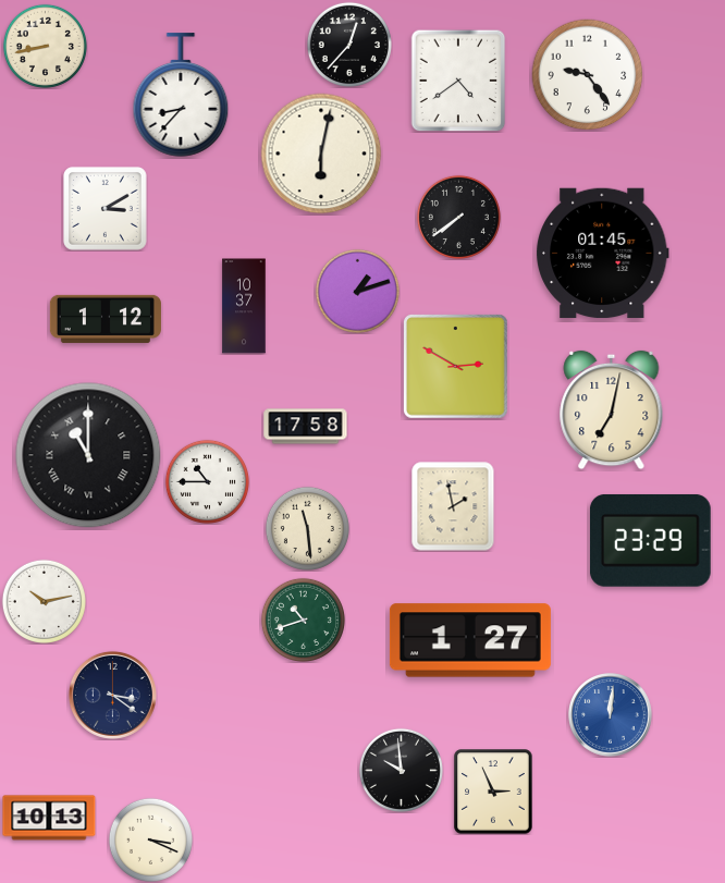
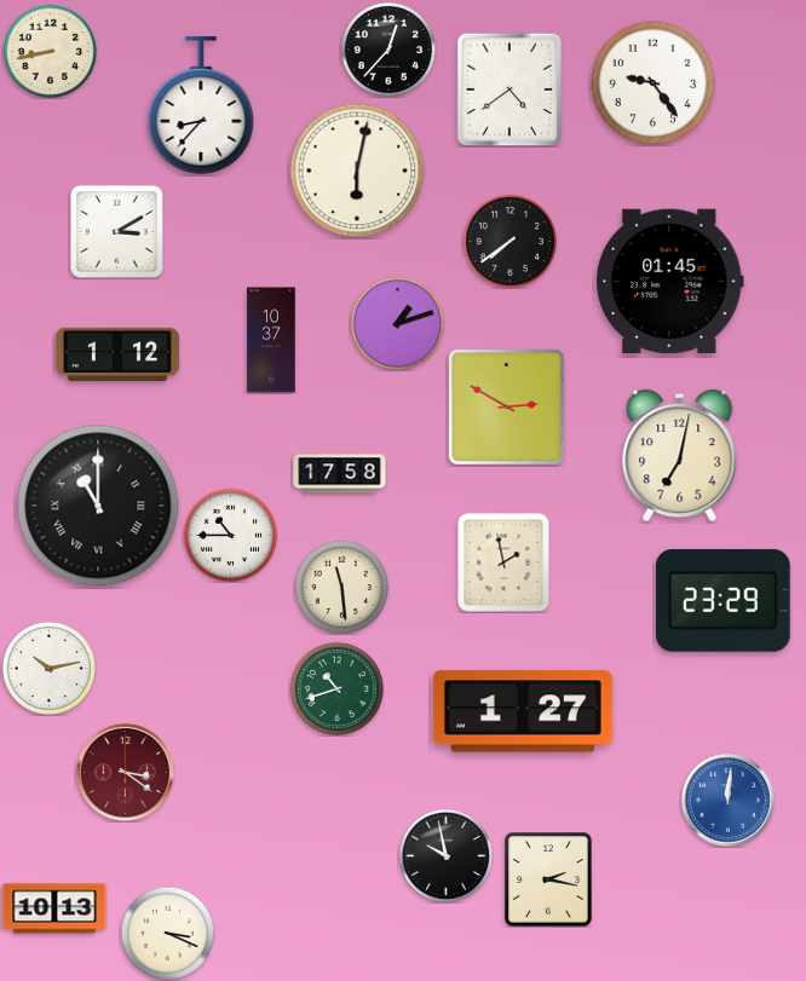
clock at (112, 695) dial: navy -> burgundy
clock at (611, 715) position: (611, 715) -> (729, 801)
clock at (401, 770): 9:59 -> 9:58
clock at (493, 792): 2:56 -> 2:17
